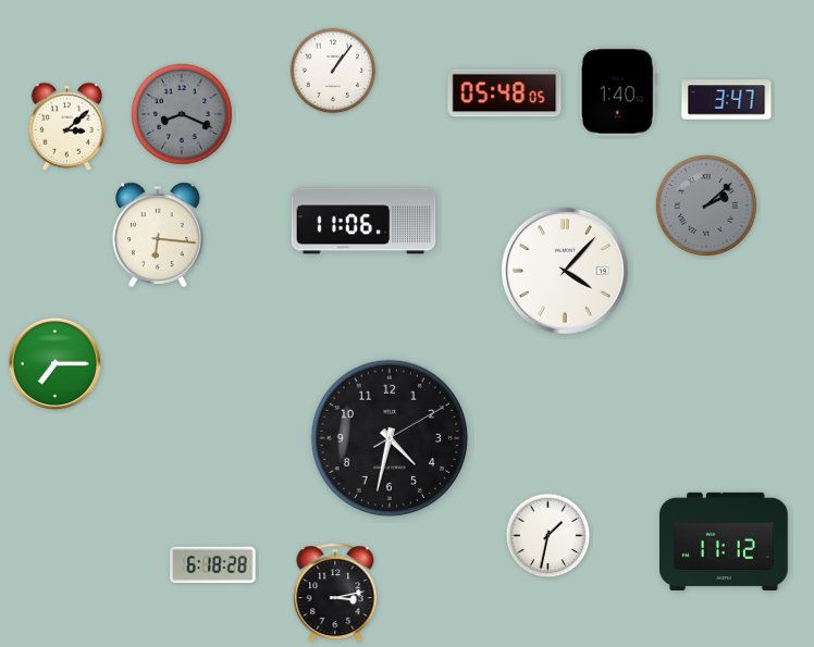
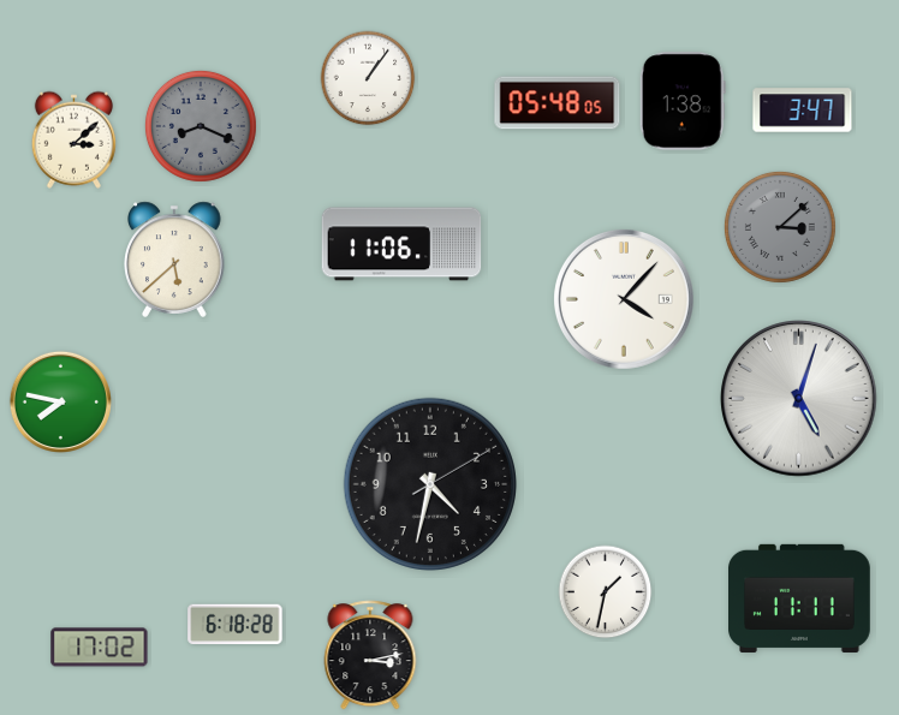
clock at (618, 91): 1:40 -> 1:38
clock at (706, 206): 2:08 -> 3:08
clock at (158, 235): 6:16 -> 5:38
clock at (799, 399): none -> 5:03
clock at (54, 363): 7:15 -> 7:47
clock at (724, 542): 11:12 -> 11:11
clock at (100, 648): none -> 17:02
